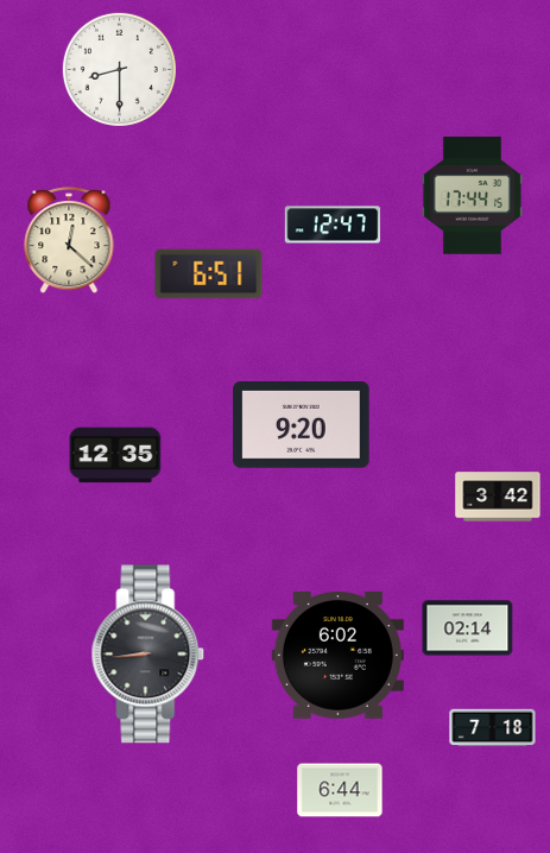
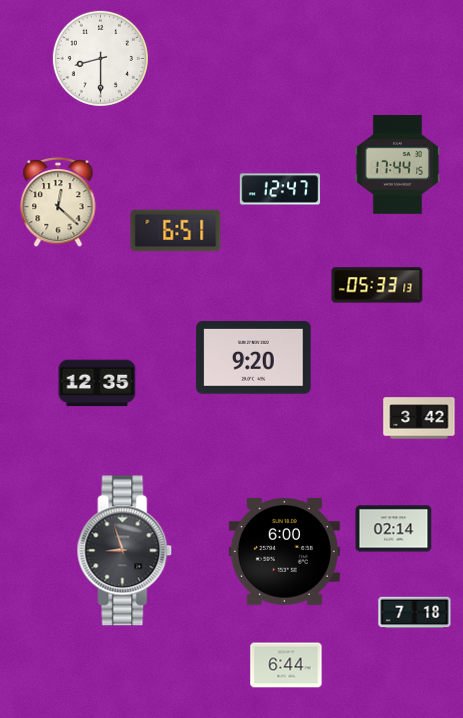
clock at (377, 285): none -> 05:33
clock at (148, 655): 8:44 -> 8:57
clock at (337, 656): 6:02 -> 6:00
